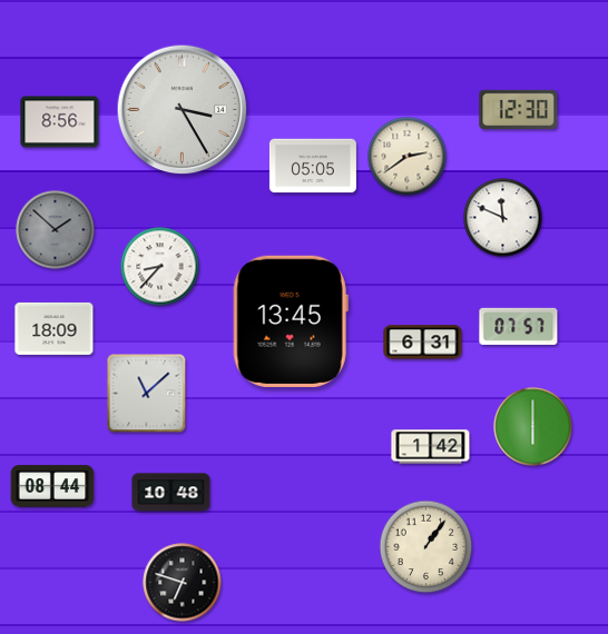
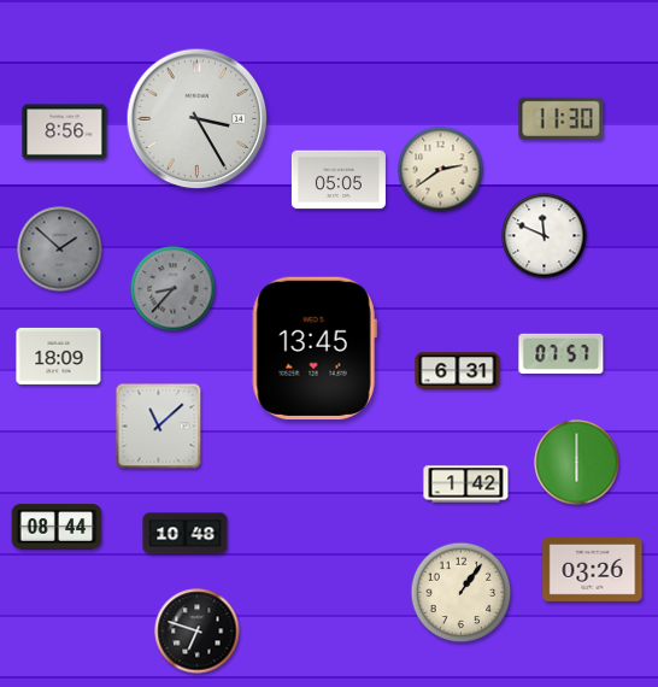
clock at (519, 109): 12:30 -> 11:30
clock at (160, 267) dial: white -> grey
clock at (593, 569): none -> 03:26
